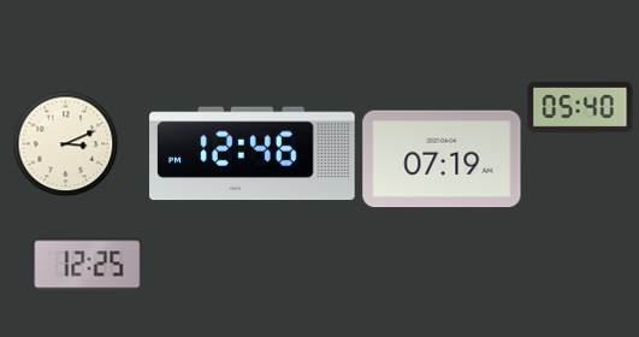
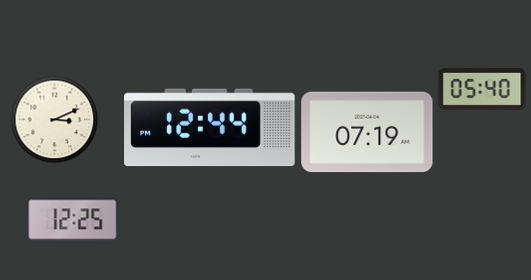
clock at (253, 154): 12:46 -> 12:44
